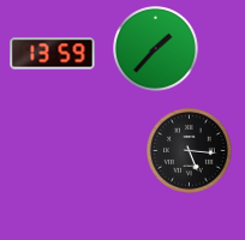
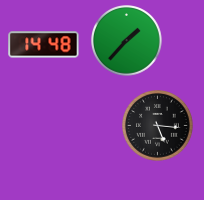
clock at (156, 49) position: (156, 49) -> (127, 41)
clock at (53, 54): 13:59 -> 14:48
